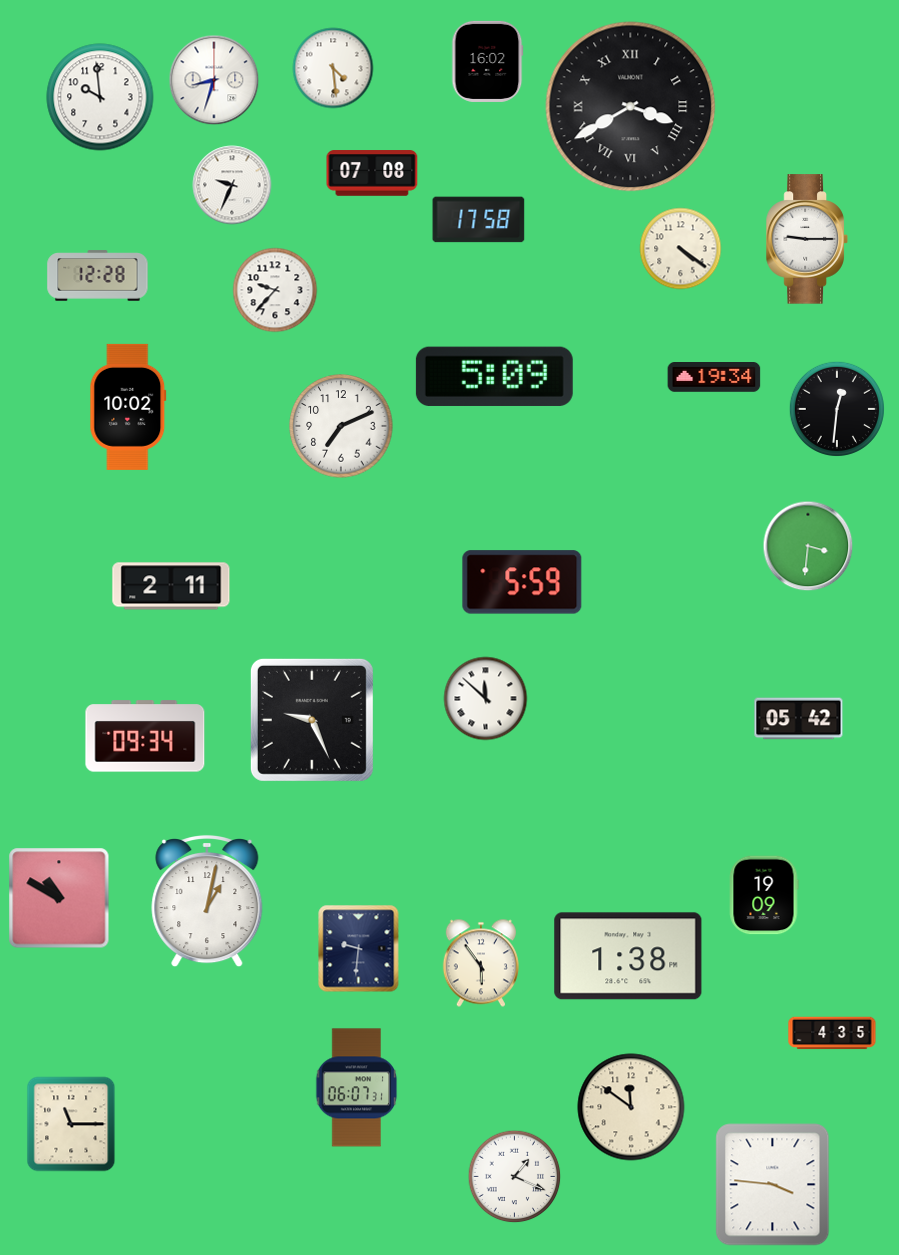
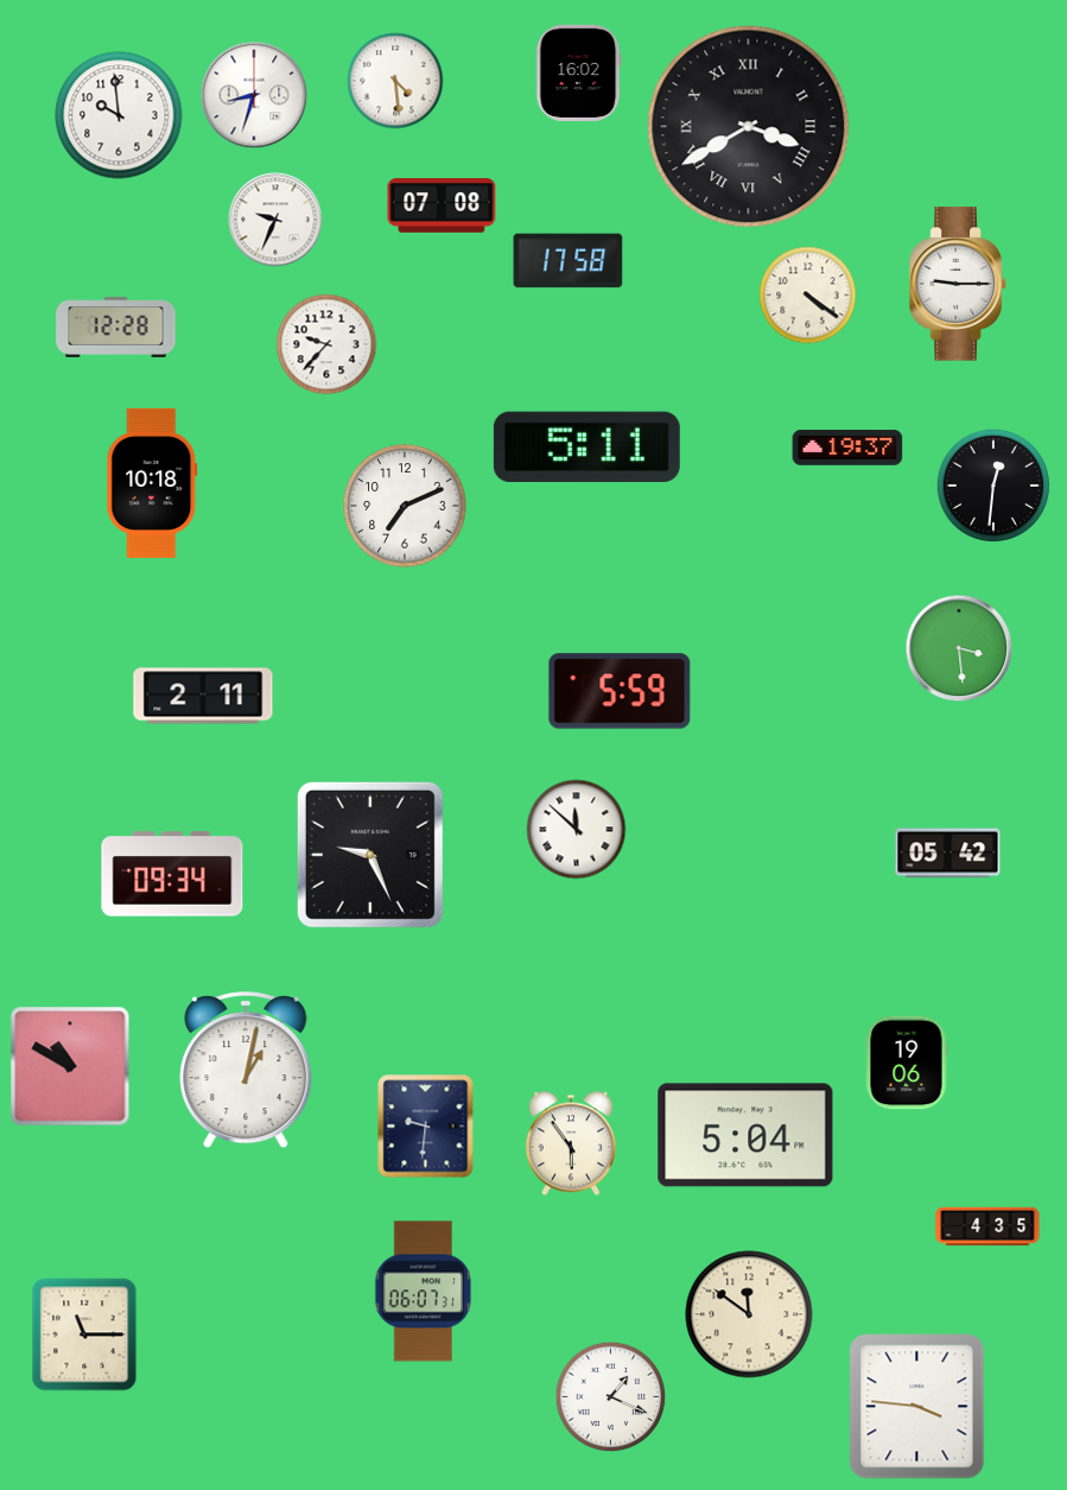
clock at (494, 376): 5:09 -> 5:11
clock at (714, 378): 19:34 -> 19:37
clock at (128, 407): 10:02 -> 10:18
clock at (808, 546): 3:31 -> 3:29
clock at (764, 895): 19:09 -> 19:06
clock at (628, 956): 1:38 -> 5:04
